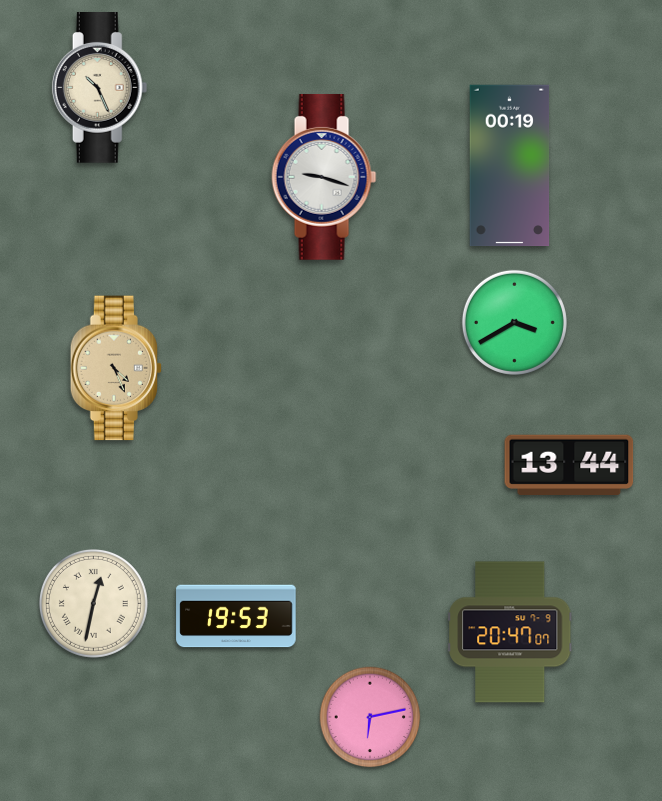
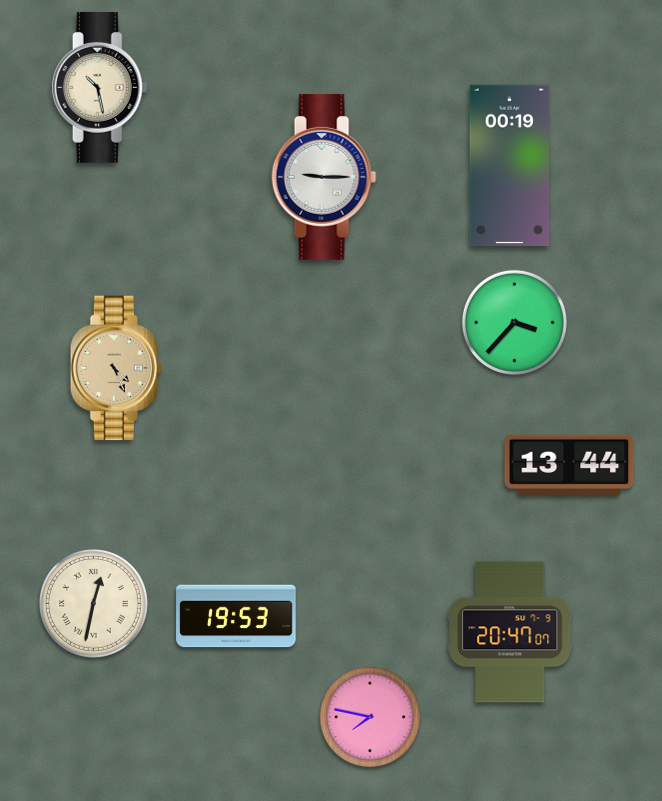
clock at (100, 88): 10:26 -> 10:28
clock at (324, 177): 9:18 -> 9:15
clock at (514, 322): 3:40 -> 3:37
clock at (370, 717): 6:13 -> 7:47
